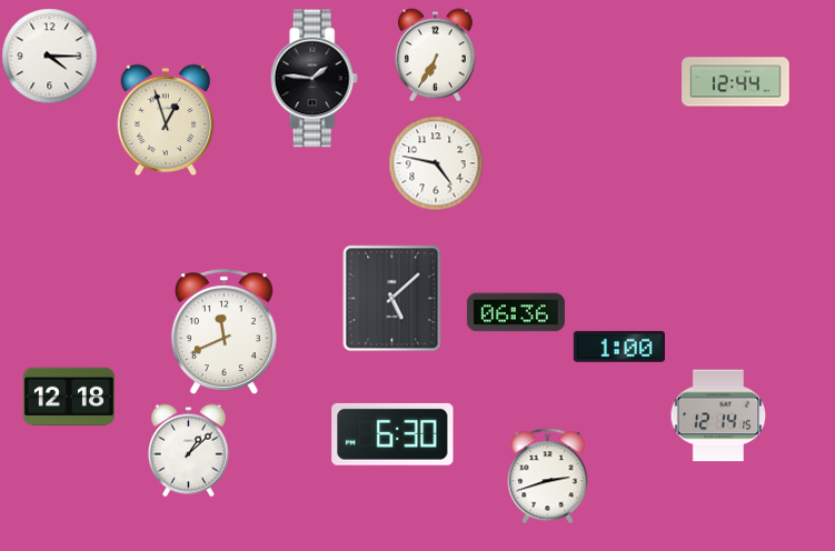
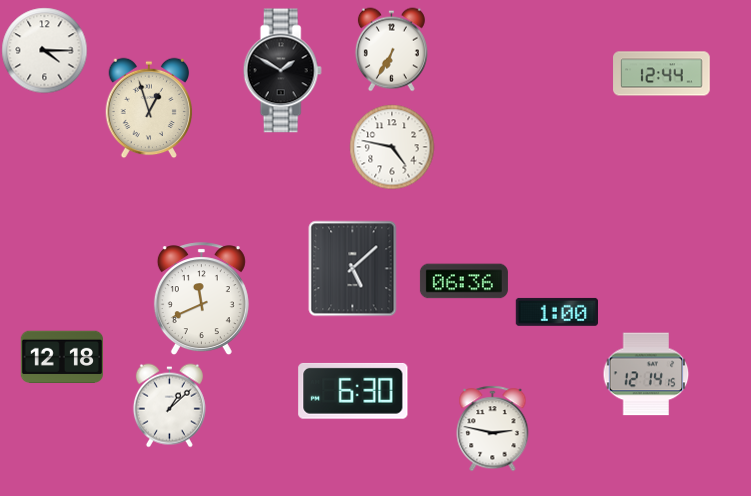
clock at (314, 79): 1:46 -> 1:50
clock at (548, 475): 2:42 -> 2:47
